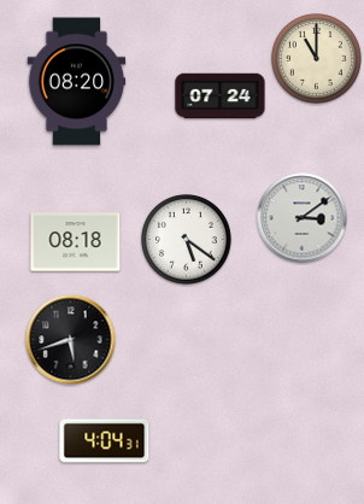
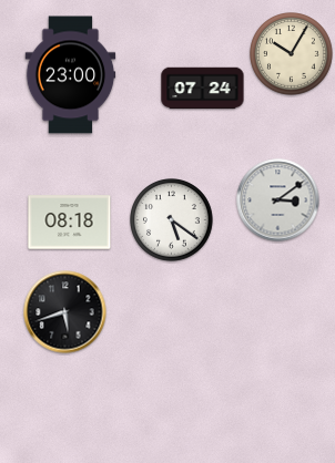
clock at (317, 59): 11:00 -> 10:05
clock at (77, 82): 08:20 -> 23:00
clock at (105, 441): 4:04 -> none
